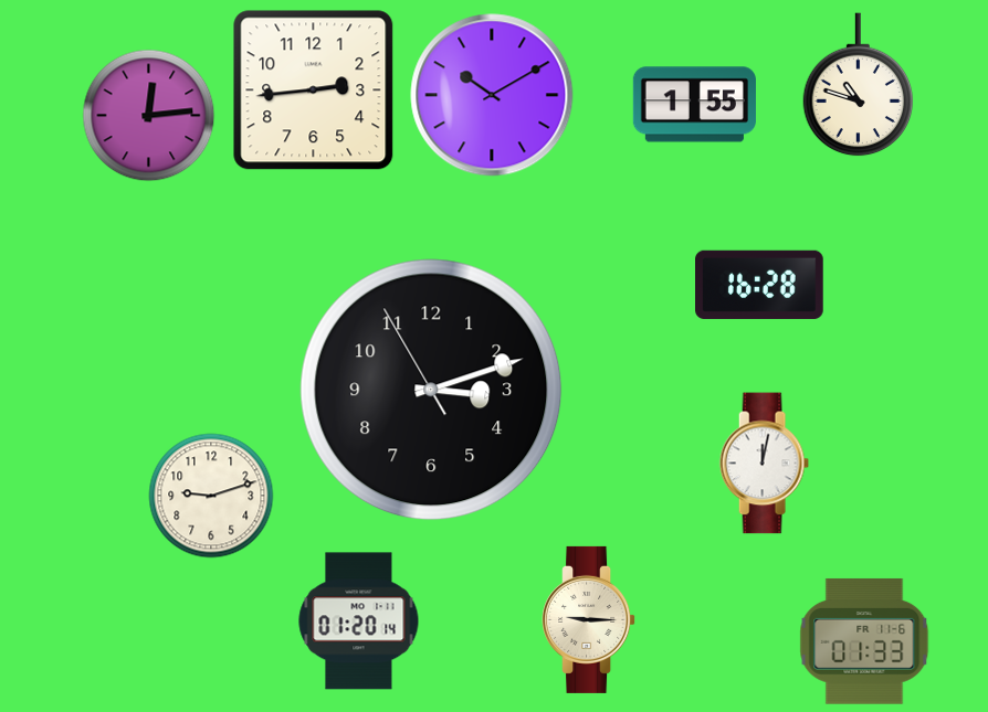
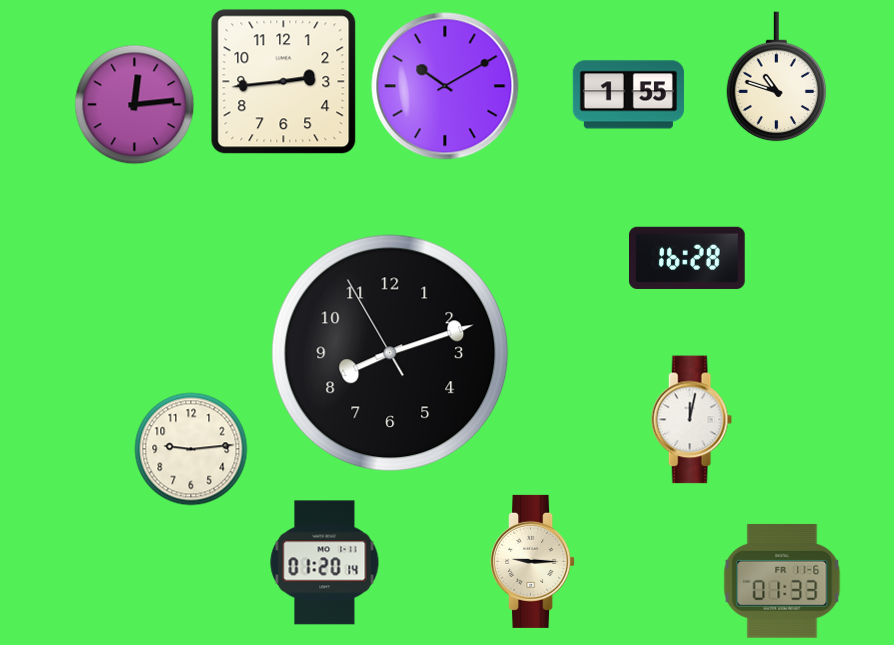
clock at (431, 390): 3:11 -> 8:11
clock at (211, 496): 9:12 -> 9:14
